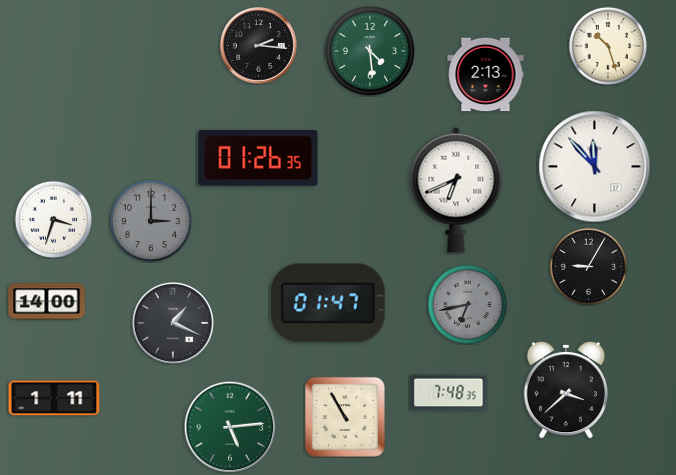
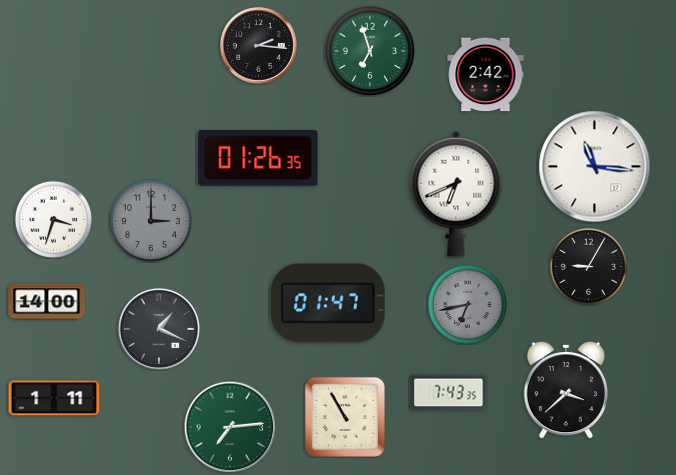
clock at (607, 45): 10:27 -> none
clock at (370, 51): 4:29 -> 6:57
clock at (486, 75): 2:13 -> 2:42
clock at (595, 167): 11:53 -> 11:16
clock at (456, 190) position: (456, 190) -> (456, 194)
clock at (173, 323) position: (173, 323) -> (159, 329)
clock at (449, 393): 7:48 -> 7:43
clock at (230, 427): 5:14 -> 7:14
